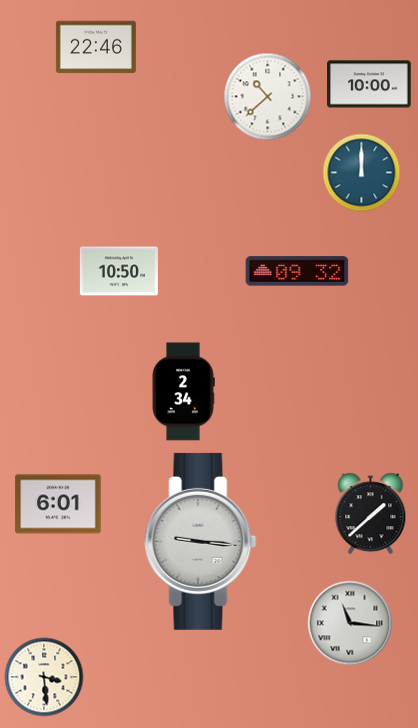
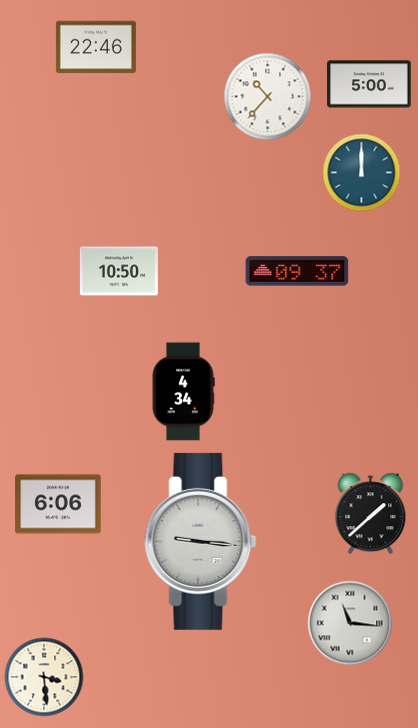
clock at (369, 84): 10:00 -> 5:00
clock at (268, 97): 10:38 -> 10:37
clock at (297, 271): 09:32 -> 09:37
clock at (183, 392): 2:34 -> 4:34
clock at (58, 504): 6:01 -> 6:06
